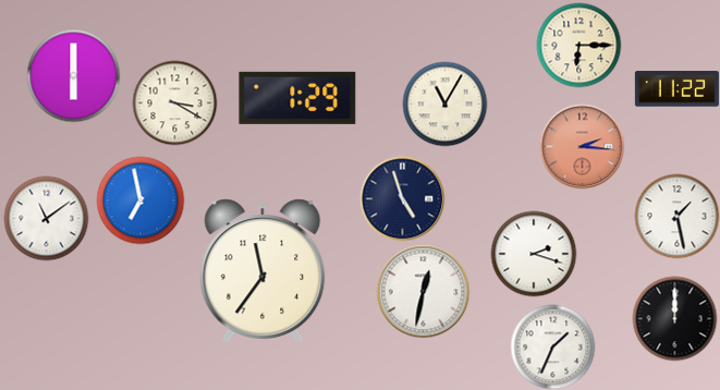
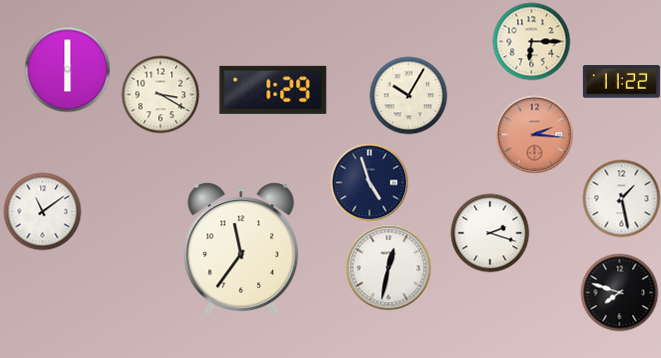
clock at (444, 103): 11:05 -> 10:05
clock at (141, 200): 6:58 -> none
clock at (46, 218) position: (46, 218) -> (42, 211)
clock at (674, 318): 12:00 -> 7:48
clock at (552, 346): 1:34 -> none
